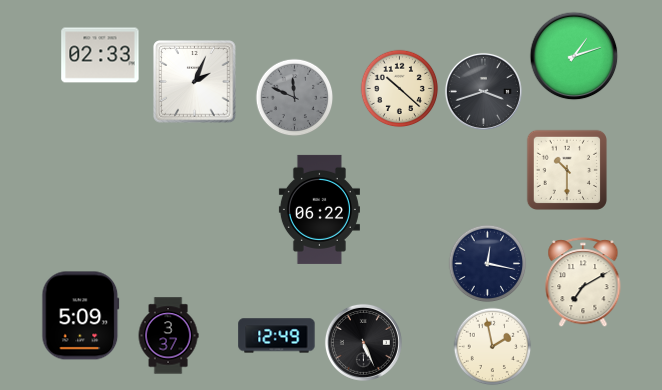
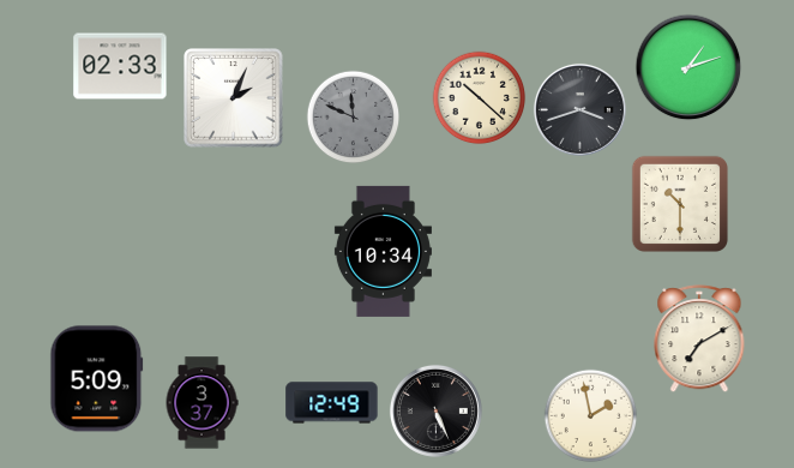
clock at (399, 88) position: (399, 88) -> (479, 97)
clock at (319, 209): 06:22 -> 10:34
clock at (487, 263): 12:17 -> none
